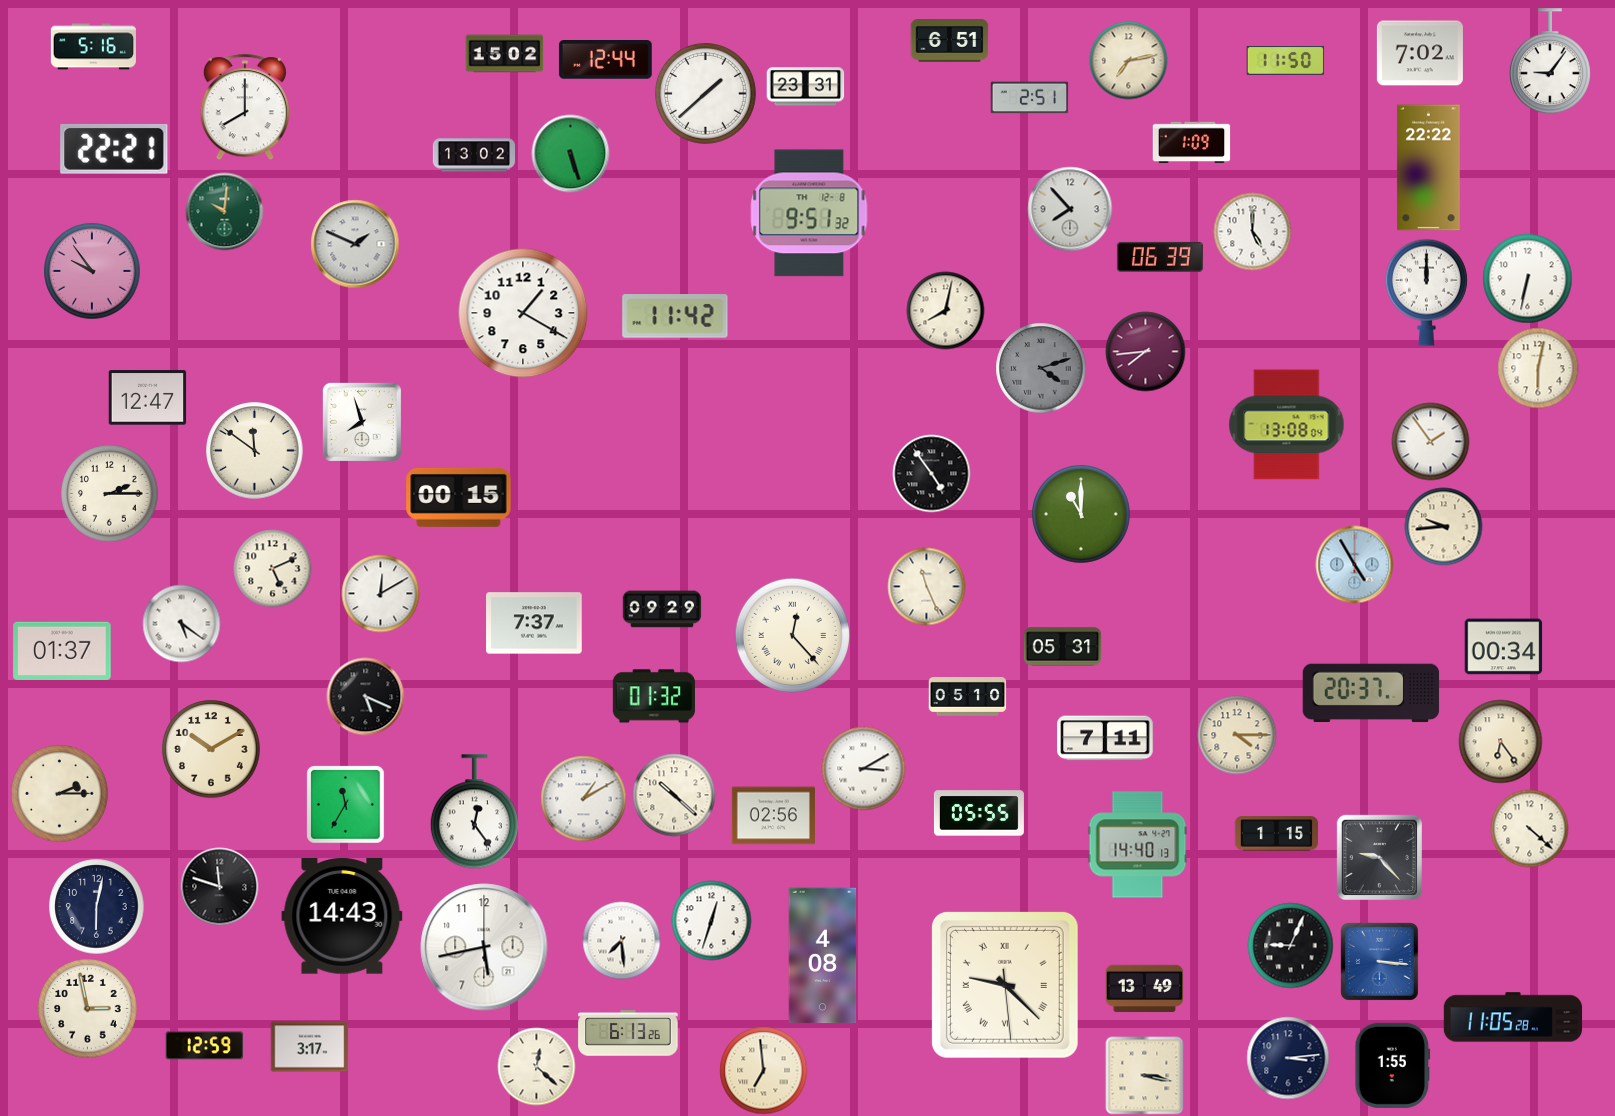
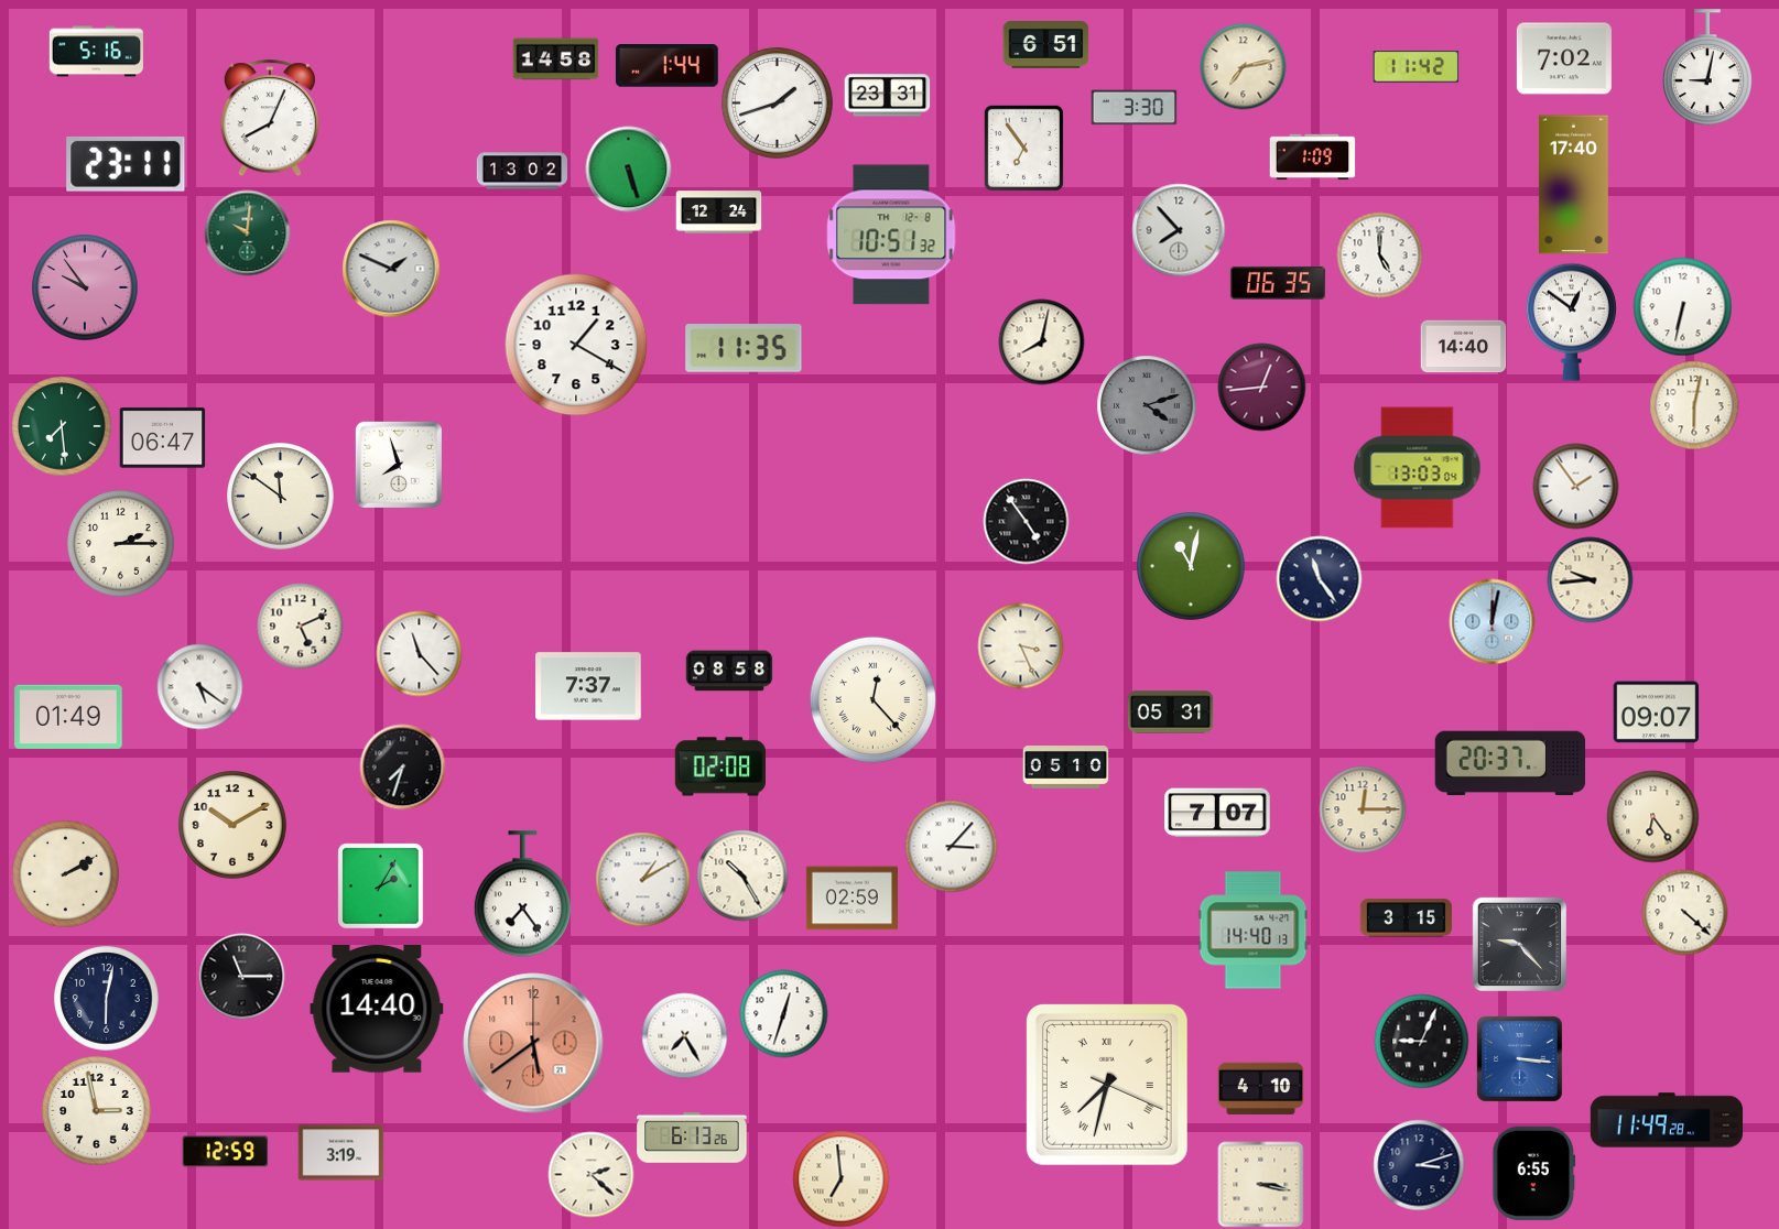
clock at (93, 47) position: (93, 47) -> (96, 52)
clock at (504, 54): 15:02 -> 14:58
clock at (605, 60): 12:44 -> 1:44
clock at (1285, 61): 11:50 -> 11:42
clock at (1550, 61): 9:06 -> 9:02
clock at (706, 94): 1:38 -> 1:42
clock at (1029, 98): 2:51 -> 3:30
clock at (245, 107): 8:00 -> 8:04
clock at (1023, 148): none -> 6:54
clock at (114, 149): 22:21 -> 23:11
clock at (1428, 168): 22:22 -> 17:40
clock at (718, 213): none -> 12:24
clock at (809, 213): 9:51 -> 10:51
clock at (1160, 257): 06:39 -> 06:35
clock at (92, 271) position: (92, 271) -> (85, 287)
clock at (1426, 292): 12:00 -> 12:51
clock at (1463, 347): none -> 14:40
clock at (675, 316): 11:42 -> 11:35
clock at (1145, 351): 7:44 -> 12:44
clock at (62, 426): none -> 7:29
clock at (147, 398): 12:47 -> 06:47
clock at (1287, 425): 13:08 -> 13:03
clock at (459, 497): 00:15 -> none
clock at (1081, 514): 11:00 -> 11:02
clock at (1319, 578): none -> 11:24
clock at (1354, 564): 4:55 -> 12:02
clock at (926, 586): 11:26 -> 3:26
clock at (380, 593): 12:10 -> 11:23
clock at (662, 609): 09:29 -> 08:58
clock at (1503, 647): 00:34 -> 09:07
clock at (62, 651): 01:37 -> 01:49
clock at (365, 696): 5:19 -> 7:33
clock at (653, 696): 01:32 -> 02:08
clock at (1237, 735): 4:15 -> 12:15
clock at (1105, 738): 7:11 -> 7:07
clock at (863, 768): 3:10 -> 3:07
clock at (60, 794): 2:15 -> 2:10
clock at (674, 795): 10:22 -> 10:25
clock at (345, 804): 11:35 -> 2:05
clock at (474, 812): 12:24 -> 7:24
clock at (979, 813): 05:55 -> none
clock at (773, 816): 02:56 -> 02:59
clock at (1276, 834): 1:15 -> 3:15
clock at (219, 886): 11:48 -> 11:15
clock at (342, 917): 14:43 -> 14:40
clock at (621, 940): 7:29 -> 7:25
clock at (484, 947): 5:43 -> 5:39
clock at (484, 947) dial: white -> salmon
clock at (823, 956): 4:08 -> none
clock at (1005, 985): 9:22 -> 7:32
clock at (1144, 989): 13:49 -> 4:10
clock at (1513, 1017): 11:05 -> 11:49
clock at (309, 1047): 3:17 -> 3:19
clock at (1288, 1058): 3:14 -> 3:12
clock at (1393, 1065): 1:55 -> 6:55
clock at (536, 1066): 12:22 -> 2:22
